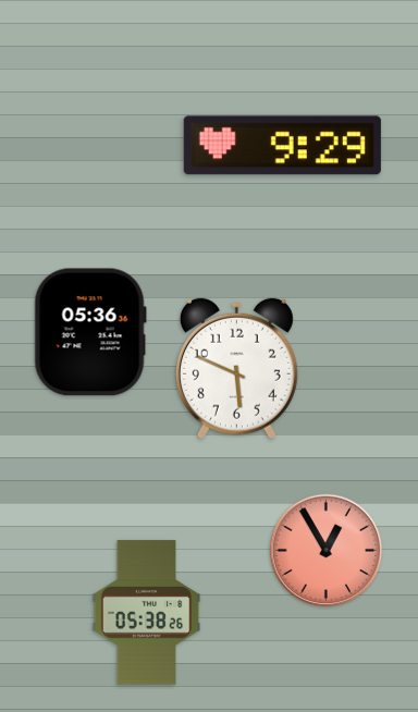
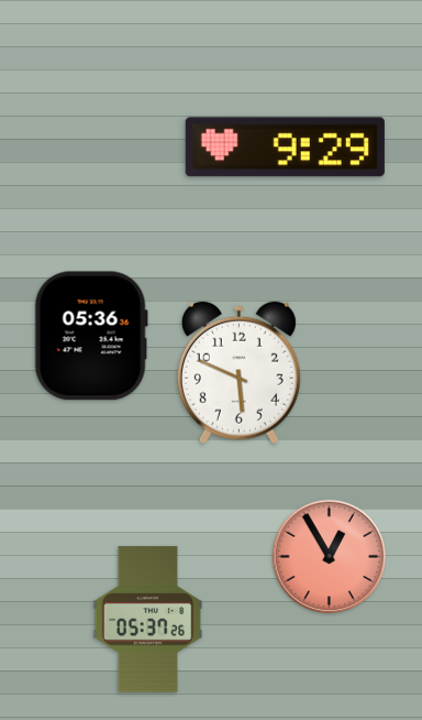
clock at (147, 613): 05:38 -> 05:37
